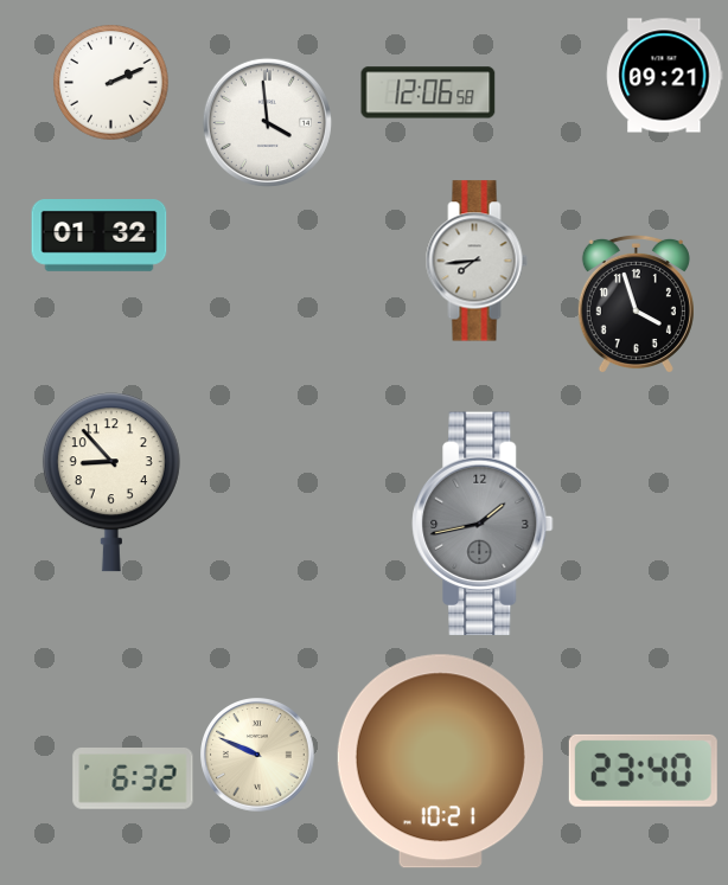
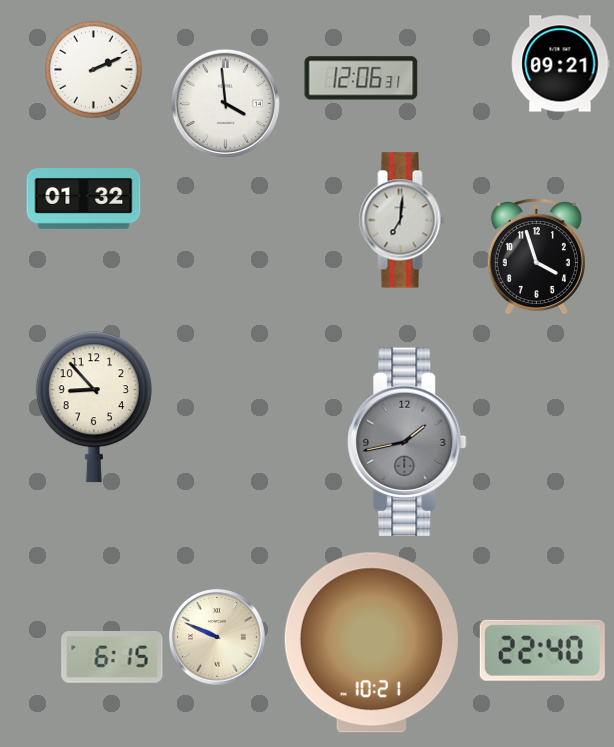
clock at (428, 92): 12:06:58 -> 12:06:31
clock at (477, 261): 7:44 -> 7:01
clock at (643, 770): 23:40 -> 22:40
clock at (133, 778): 6:32 -> 6:15
